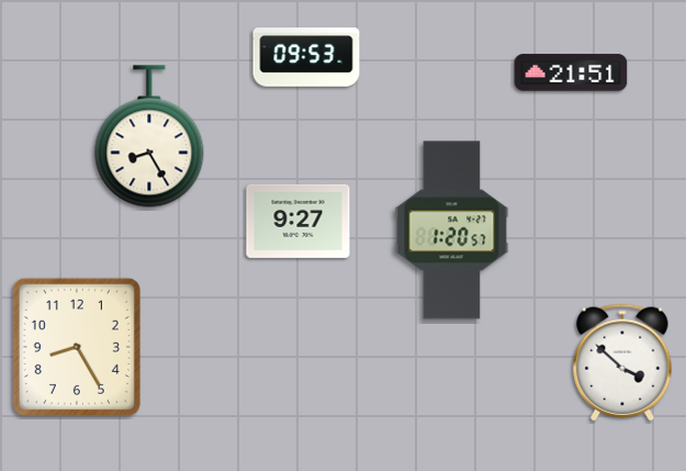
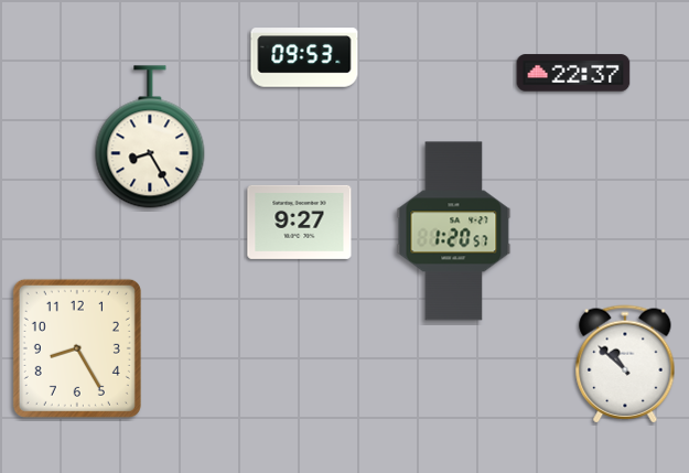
clock at (306, 57) position: (306, 57) -> (304, 57)
clock at (571, 72): 21:51 -> 22:37
clock at (622, 362): 3:52 -> 10:52
